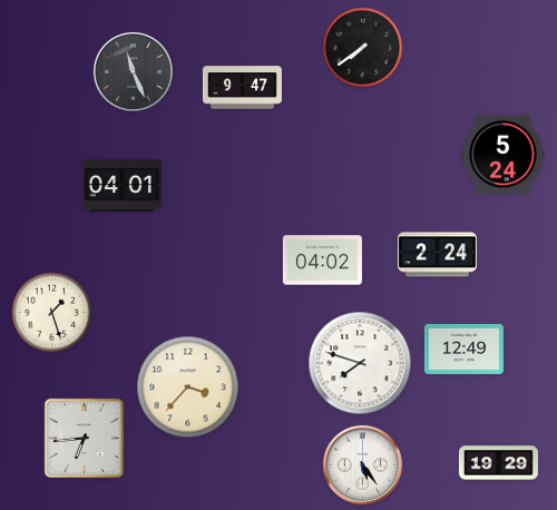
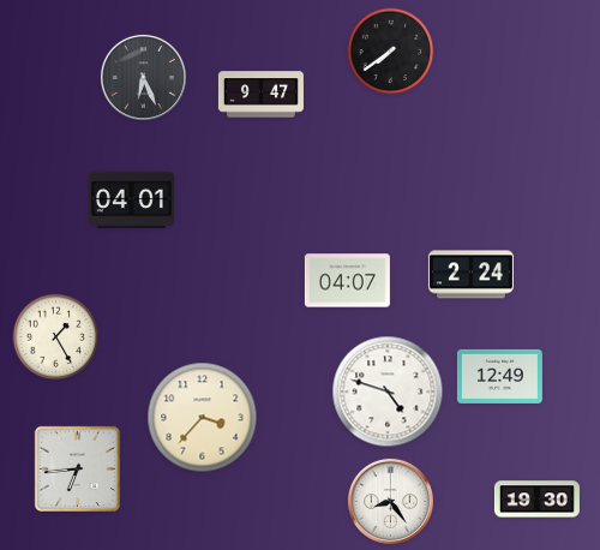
clock at (133, 71): 11:26 -> 6:26
clock at (504, 155): 5:24 -> none
clock at (322, 261): 04:02 -> 04:07
clock at (52, 313): 1:27 -> 1:25
clock at (360, 363): 7:48 -> 4:48
clock at (84, 438) position: (84, 438) -> (77, 468)
clock at (498, 463): 19:29 -> 19:30
clock at (362, 464): 5:24 -> 8:24
